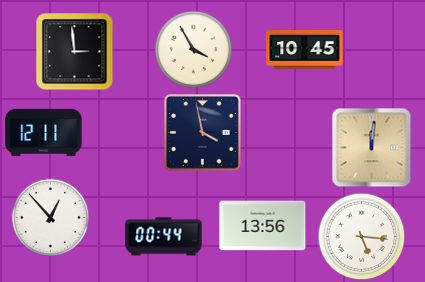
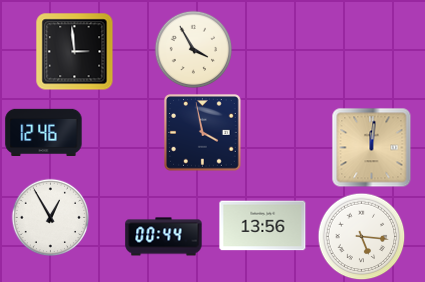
clock at (305, 50): 10:45 -> none
clock at (44, 132): 12:11 -> 12:46
clock at (50, 217): 12:53 -> 12:55
